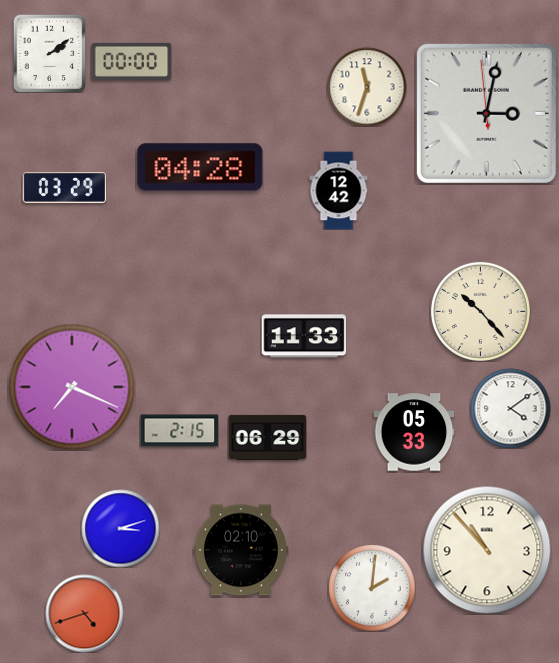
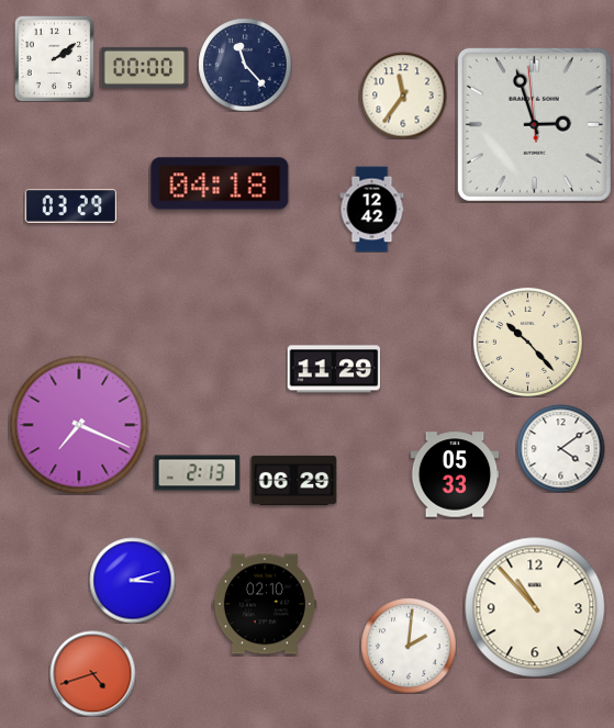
clock at (245, 65): none -> 11:23
clock at (367, 87): 11:33 -> 11:36
clock at (486, 113): 3:01 -> 2:56
clock at (200, 167): 04:28 -> 04:18
clock at (304, 336): 11:33 -> 11:29
clock at (179, 431): 2:15 -> 2:13
clock at (487, 550) position: (487, 550) -> (535, 607)
